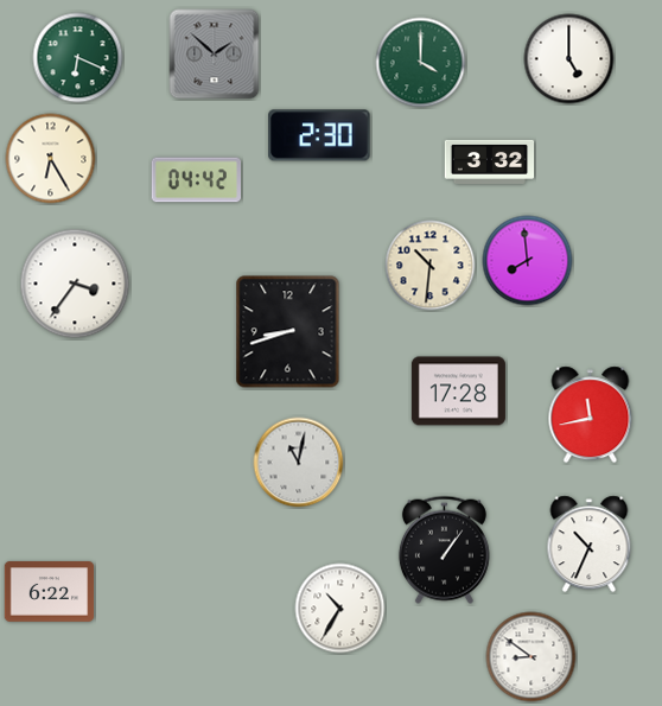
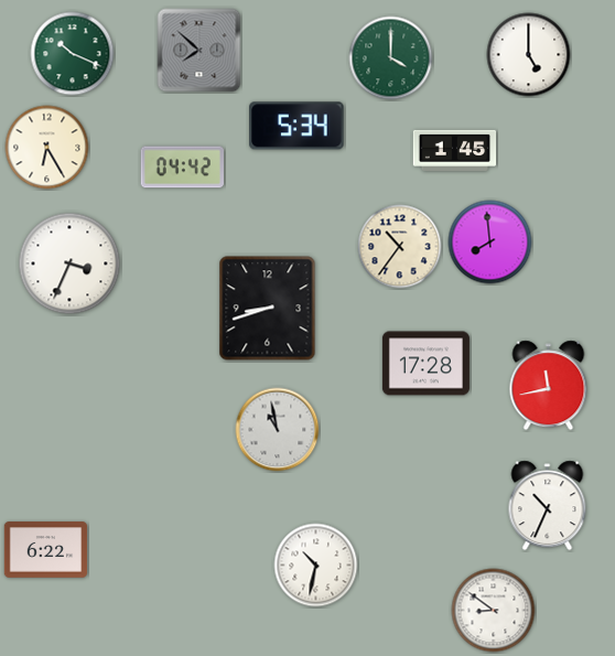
clock at (215, 55): 1:52 -> 7:52
clock at (78, 58): 6:19 -> 10:19
clock at (319, 135): 2:30 -> 5:34
clock at (490, 161): 3:32 -> 1:45
clock at (431, 266): 10:31 -> 10:36
clock at (75, 284): 3:36 -> 3:34
clock at (299, 463): 11:02 -> 10:58
clock at (444, 549): 1:06 -> none
clock at (340, 609): 10:35 -> 10:32
